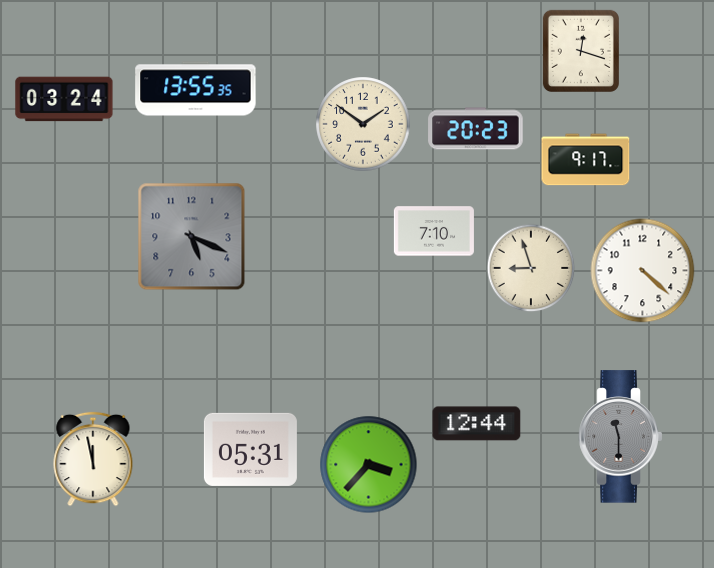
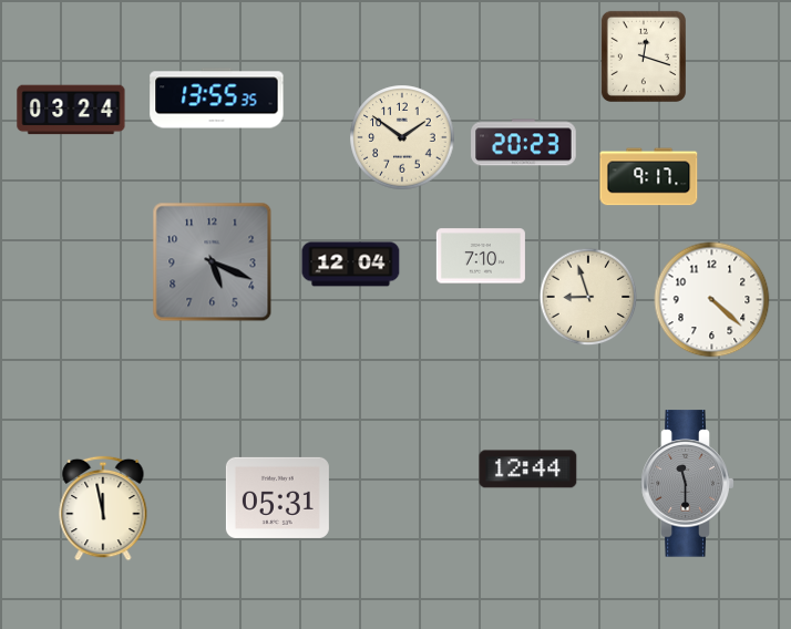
clock at (476, 129) position: (476, 129) -> (524, 143)
clock at (351, 265): none -> 12:04
clock at (369, 465): 3:37 -> none
